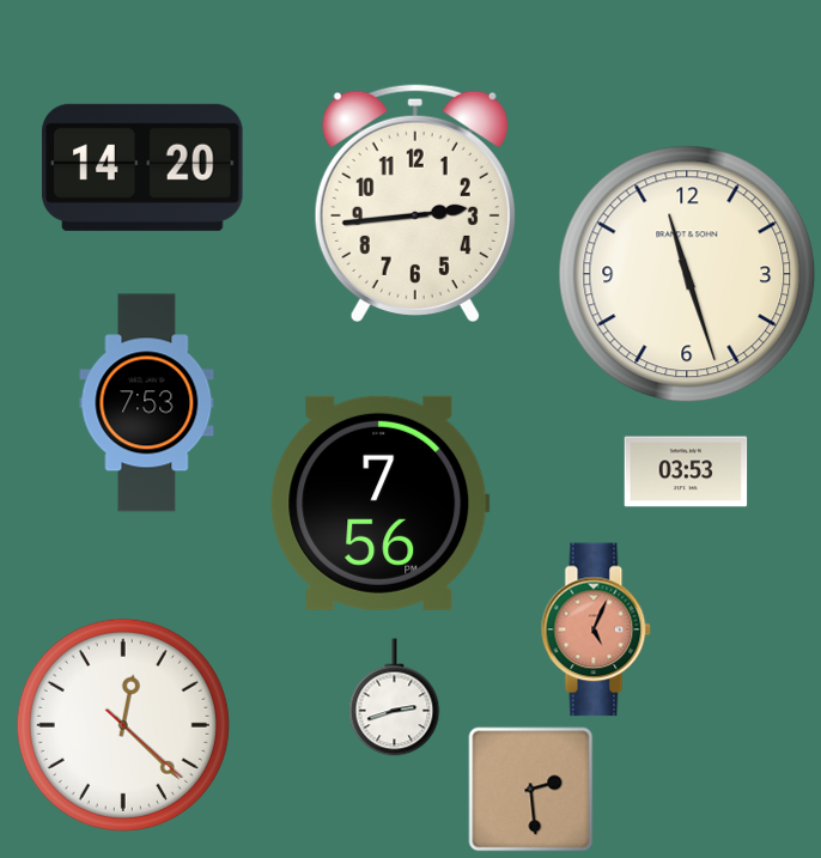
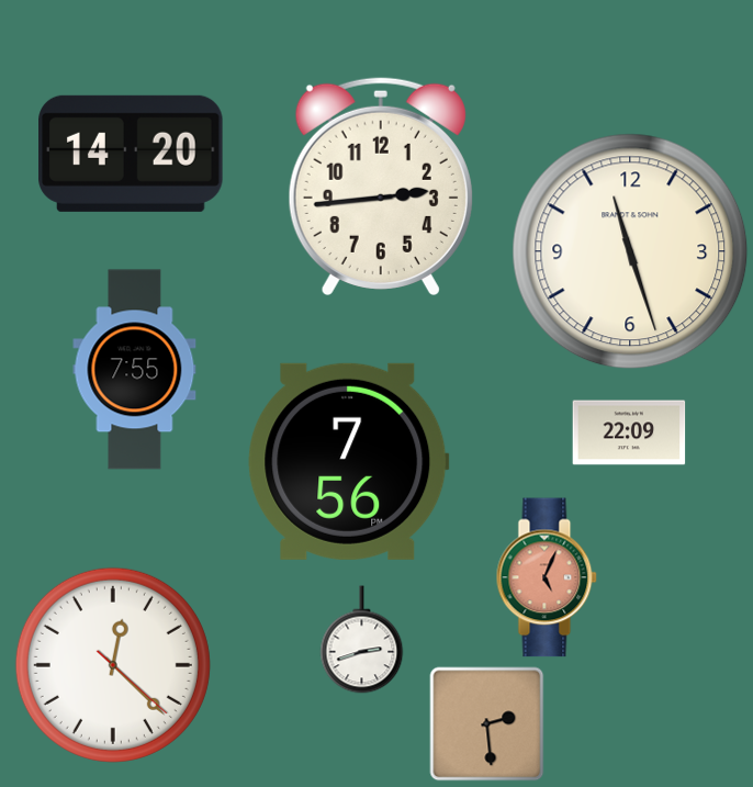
clock at (147, 403): 7:53 -> 7:55
clock at (686, 471): 03:53 -> 22:09
